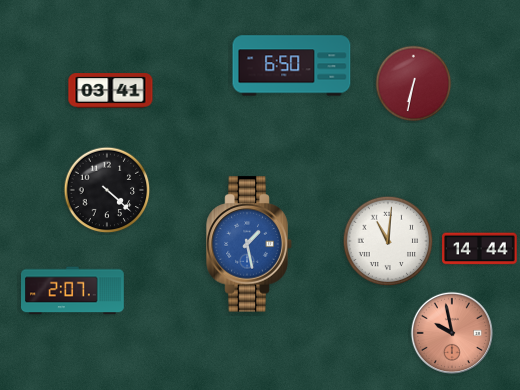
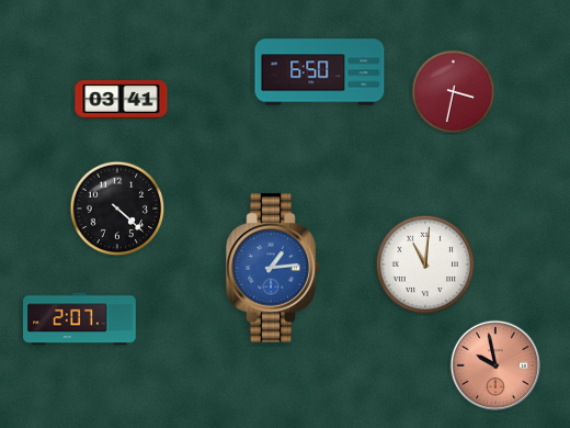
clock at (414, 84): 6:32 -> 3:32
clock at (249, 244): 1:28 -> 1:14
clock at (480, 249): 14:44 -> none
